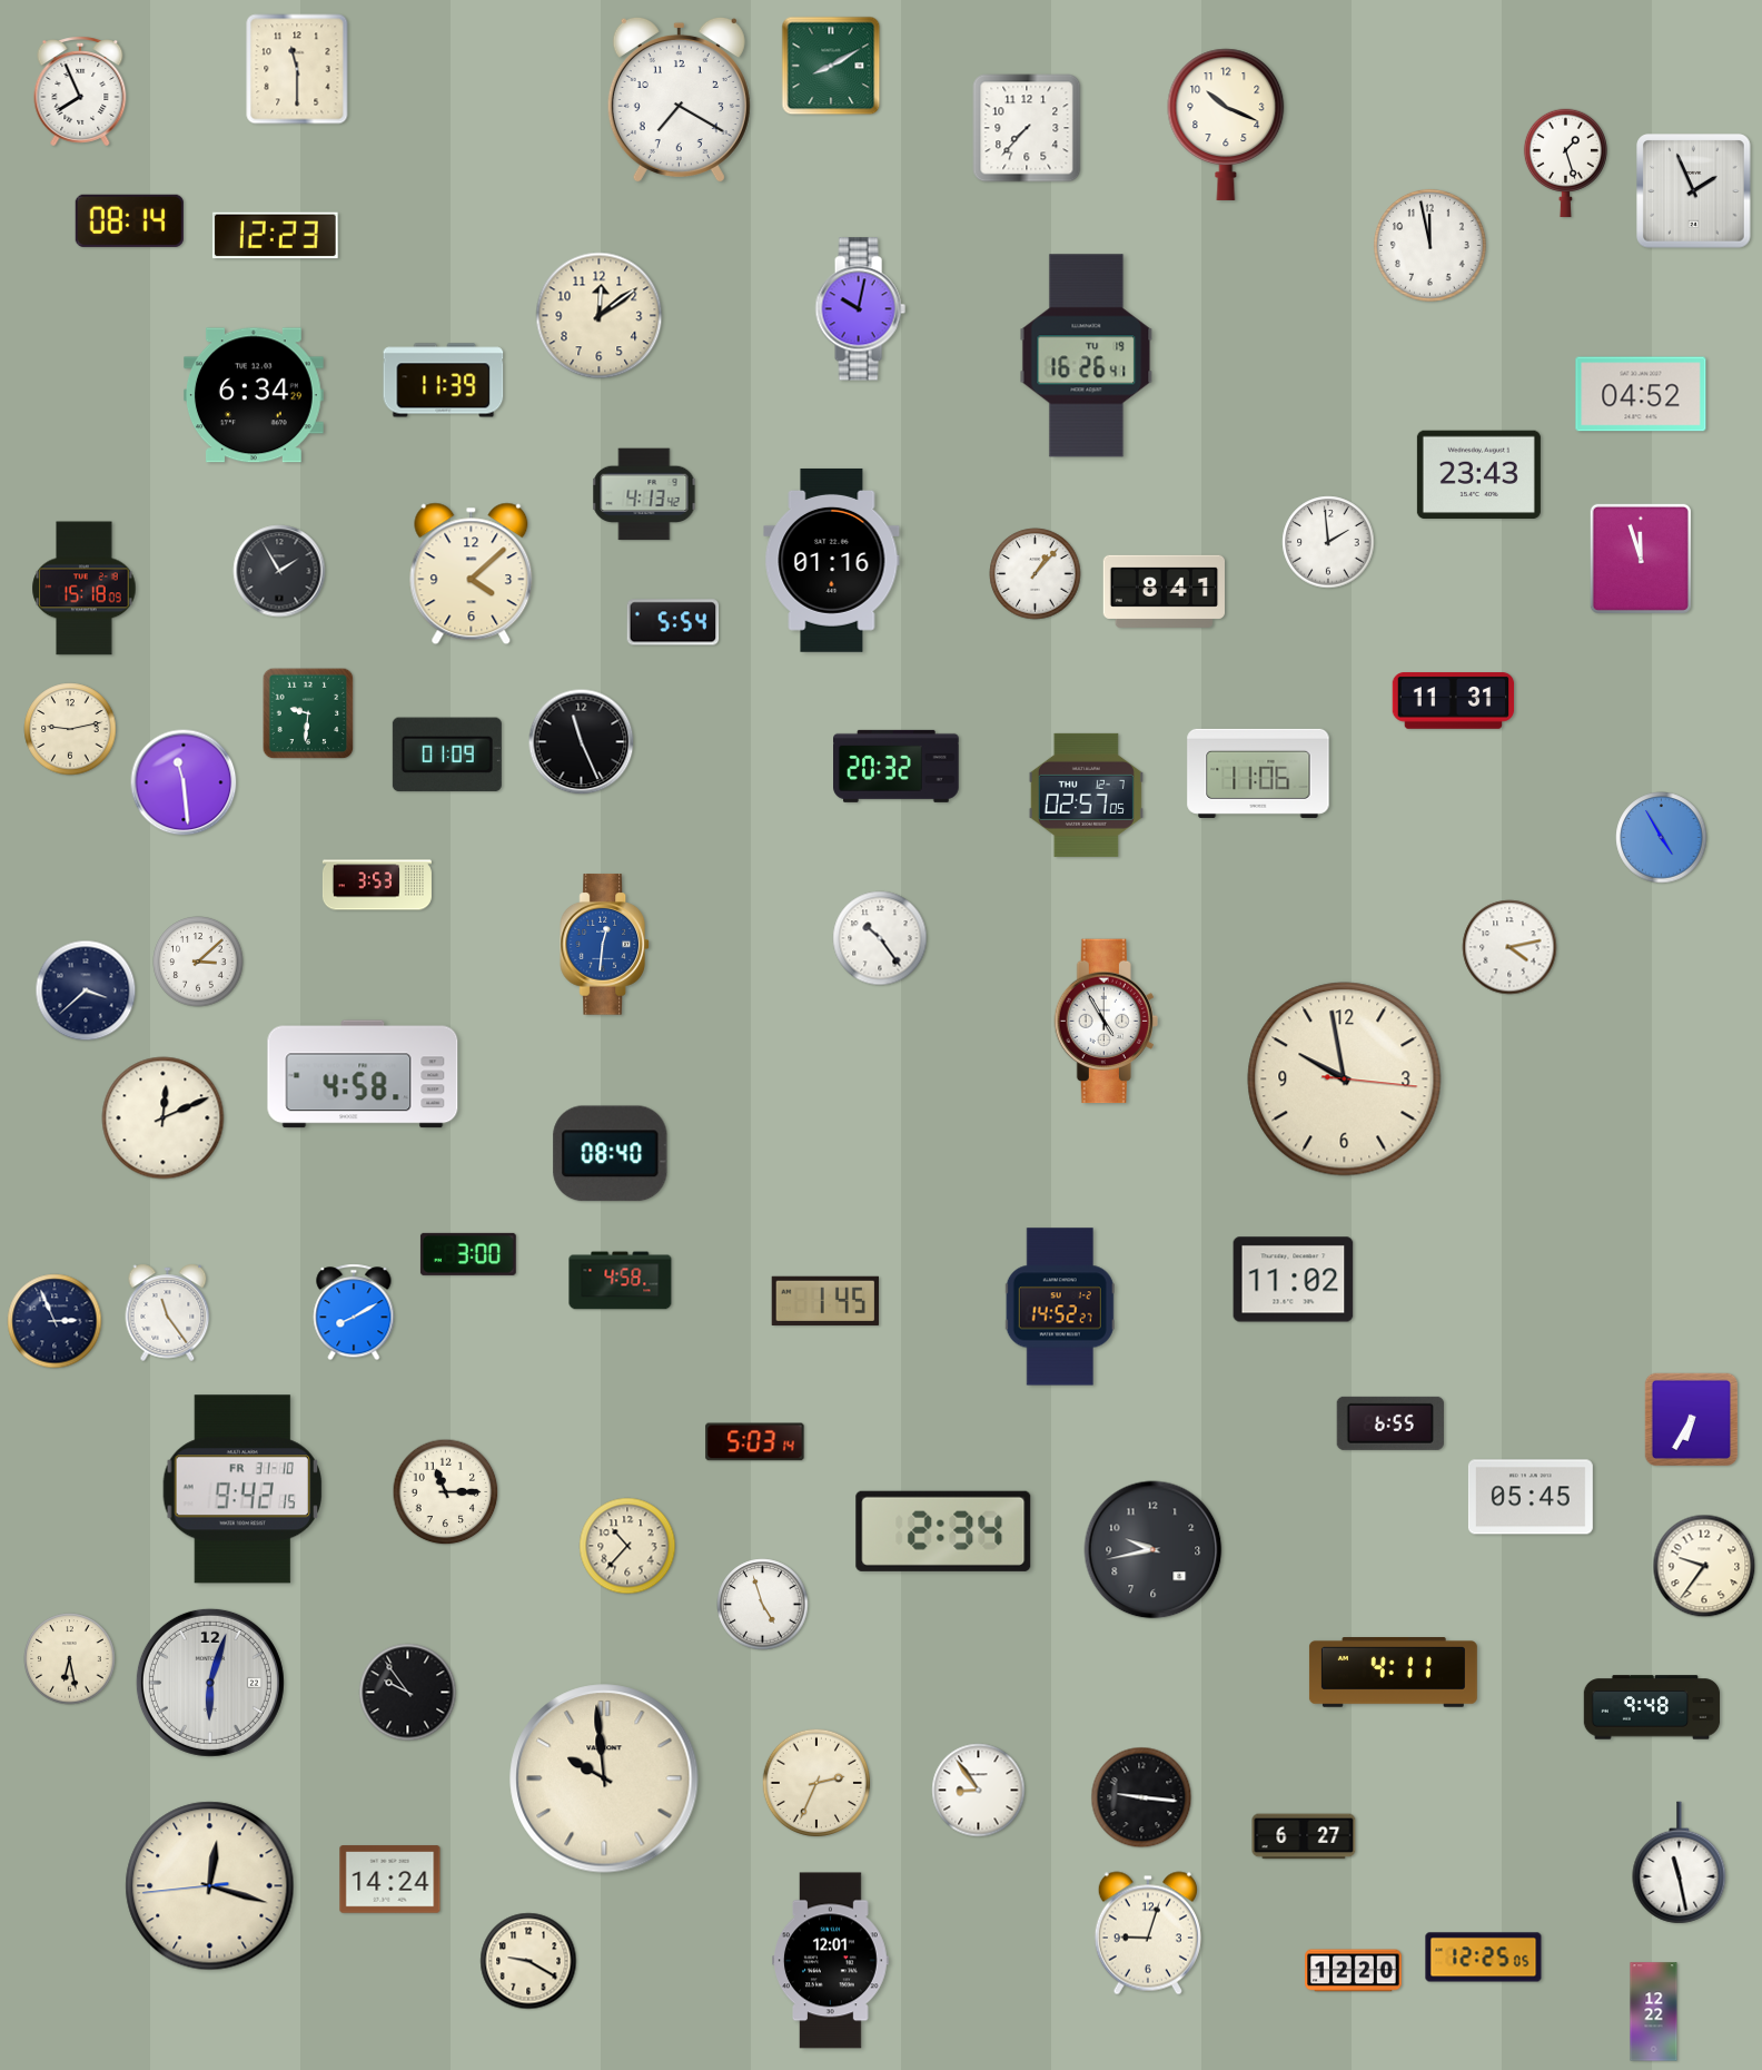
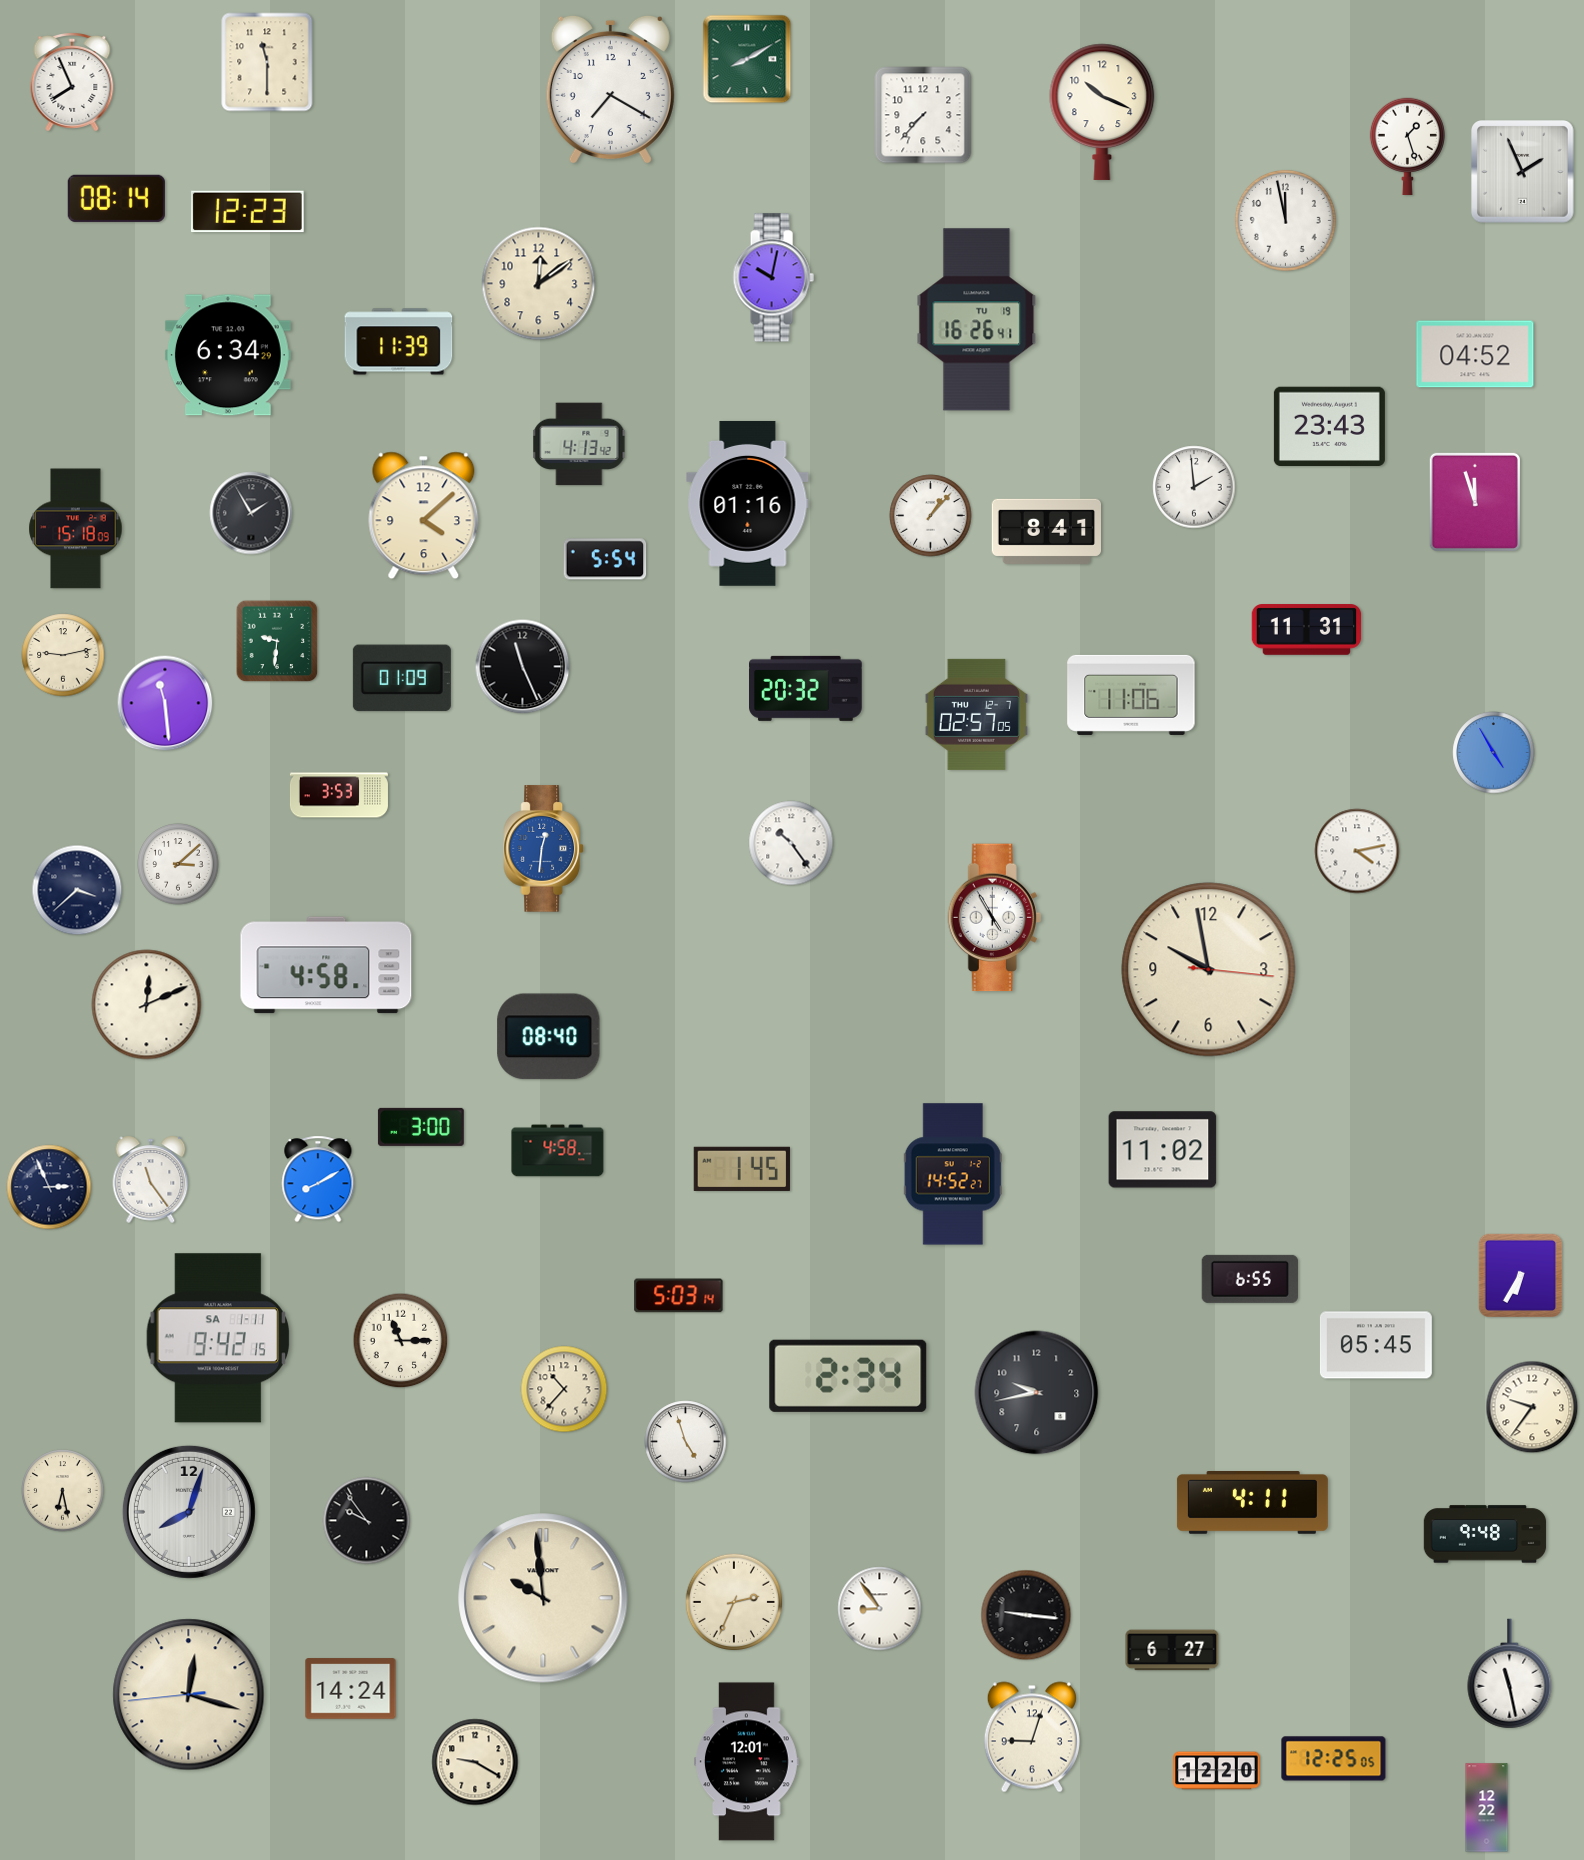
clock at (242, 1489) date: FR 31-10 -> SA 1-11
clock at (210, 1683): 6:03 -> 8:03
